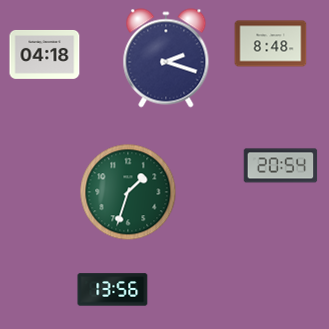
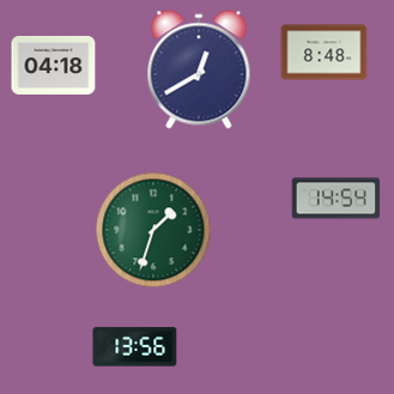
clock at (166, 58): 2:18 -> 12:40
clock at (281, 166): 20:54 -> 14:54
